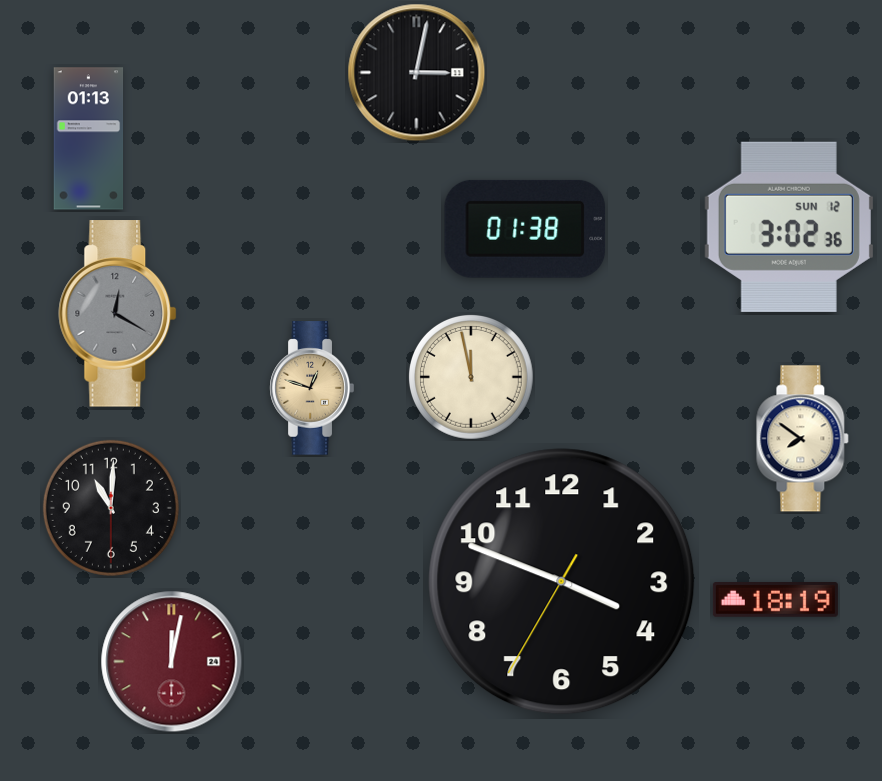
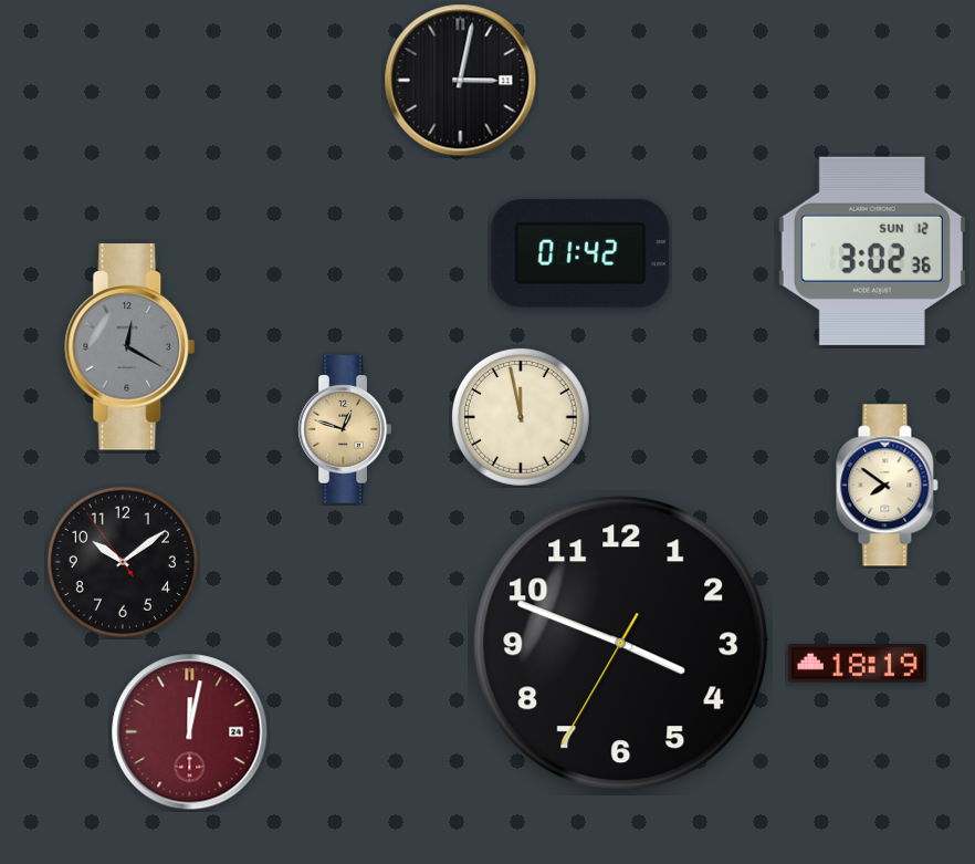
clock at (89, 139): 01:13 -> none
clock at (525, 229): 01:38 -> 01:42
clock at (111, 508): 11:00 -> 10:08
